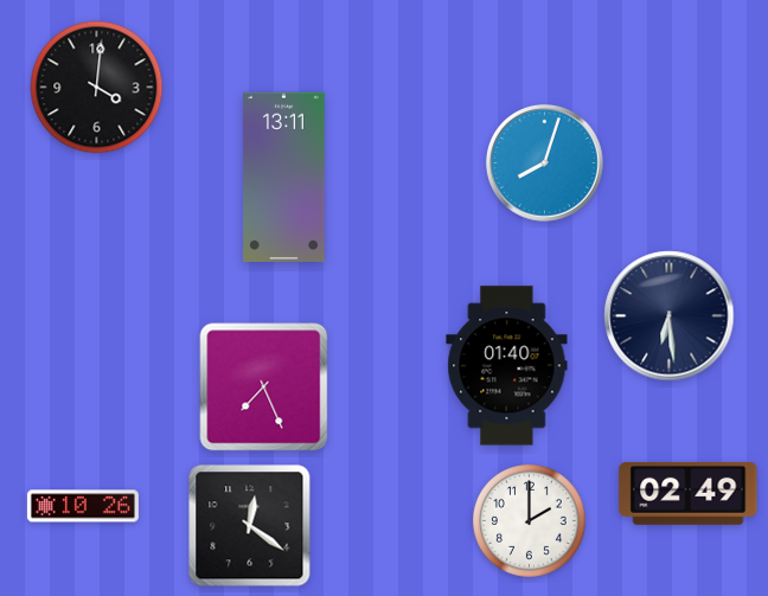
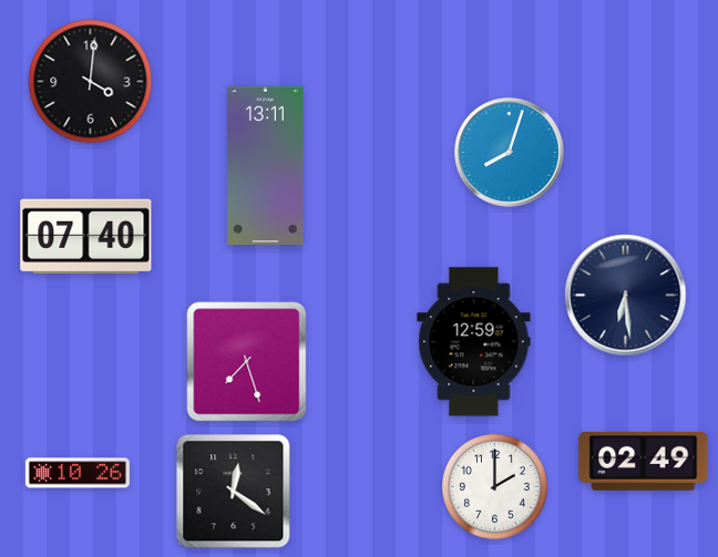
clock at (86, 237): none -> 07:40
clock at (507, 366): 01:40 -> 12:59
clock at (264, 387): 7:26 -> 7:27
